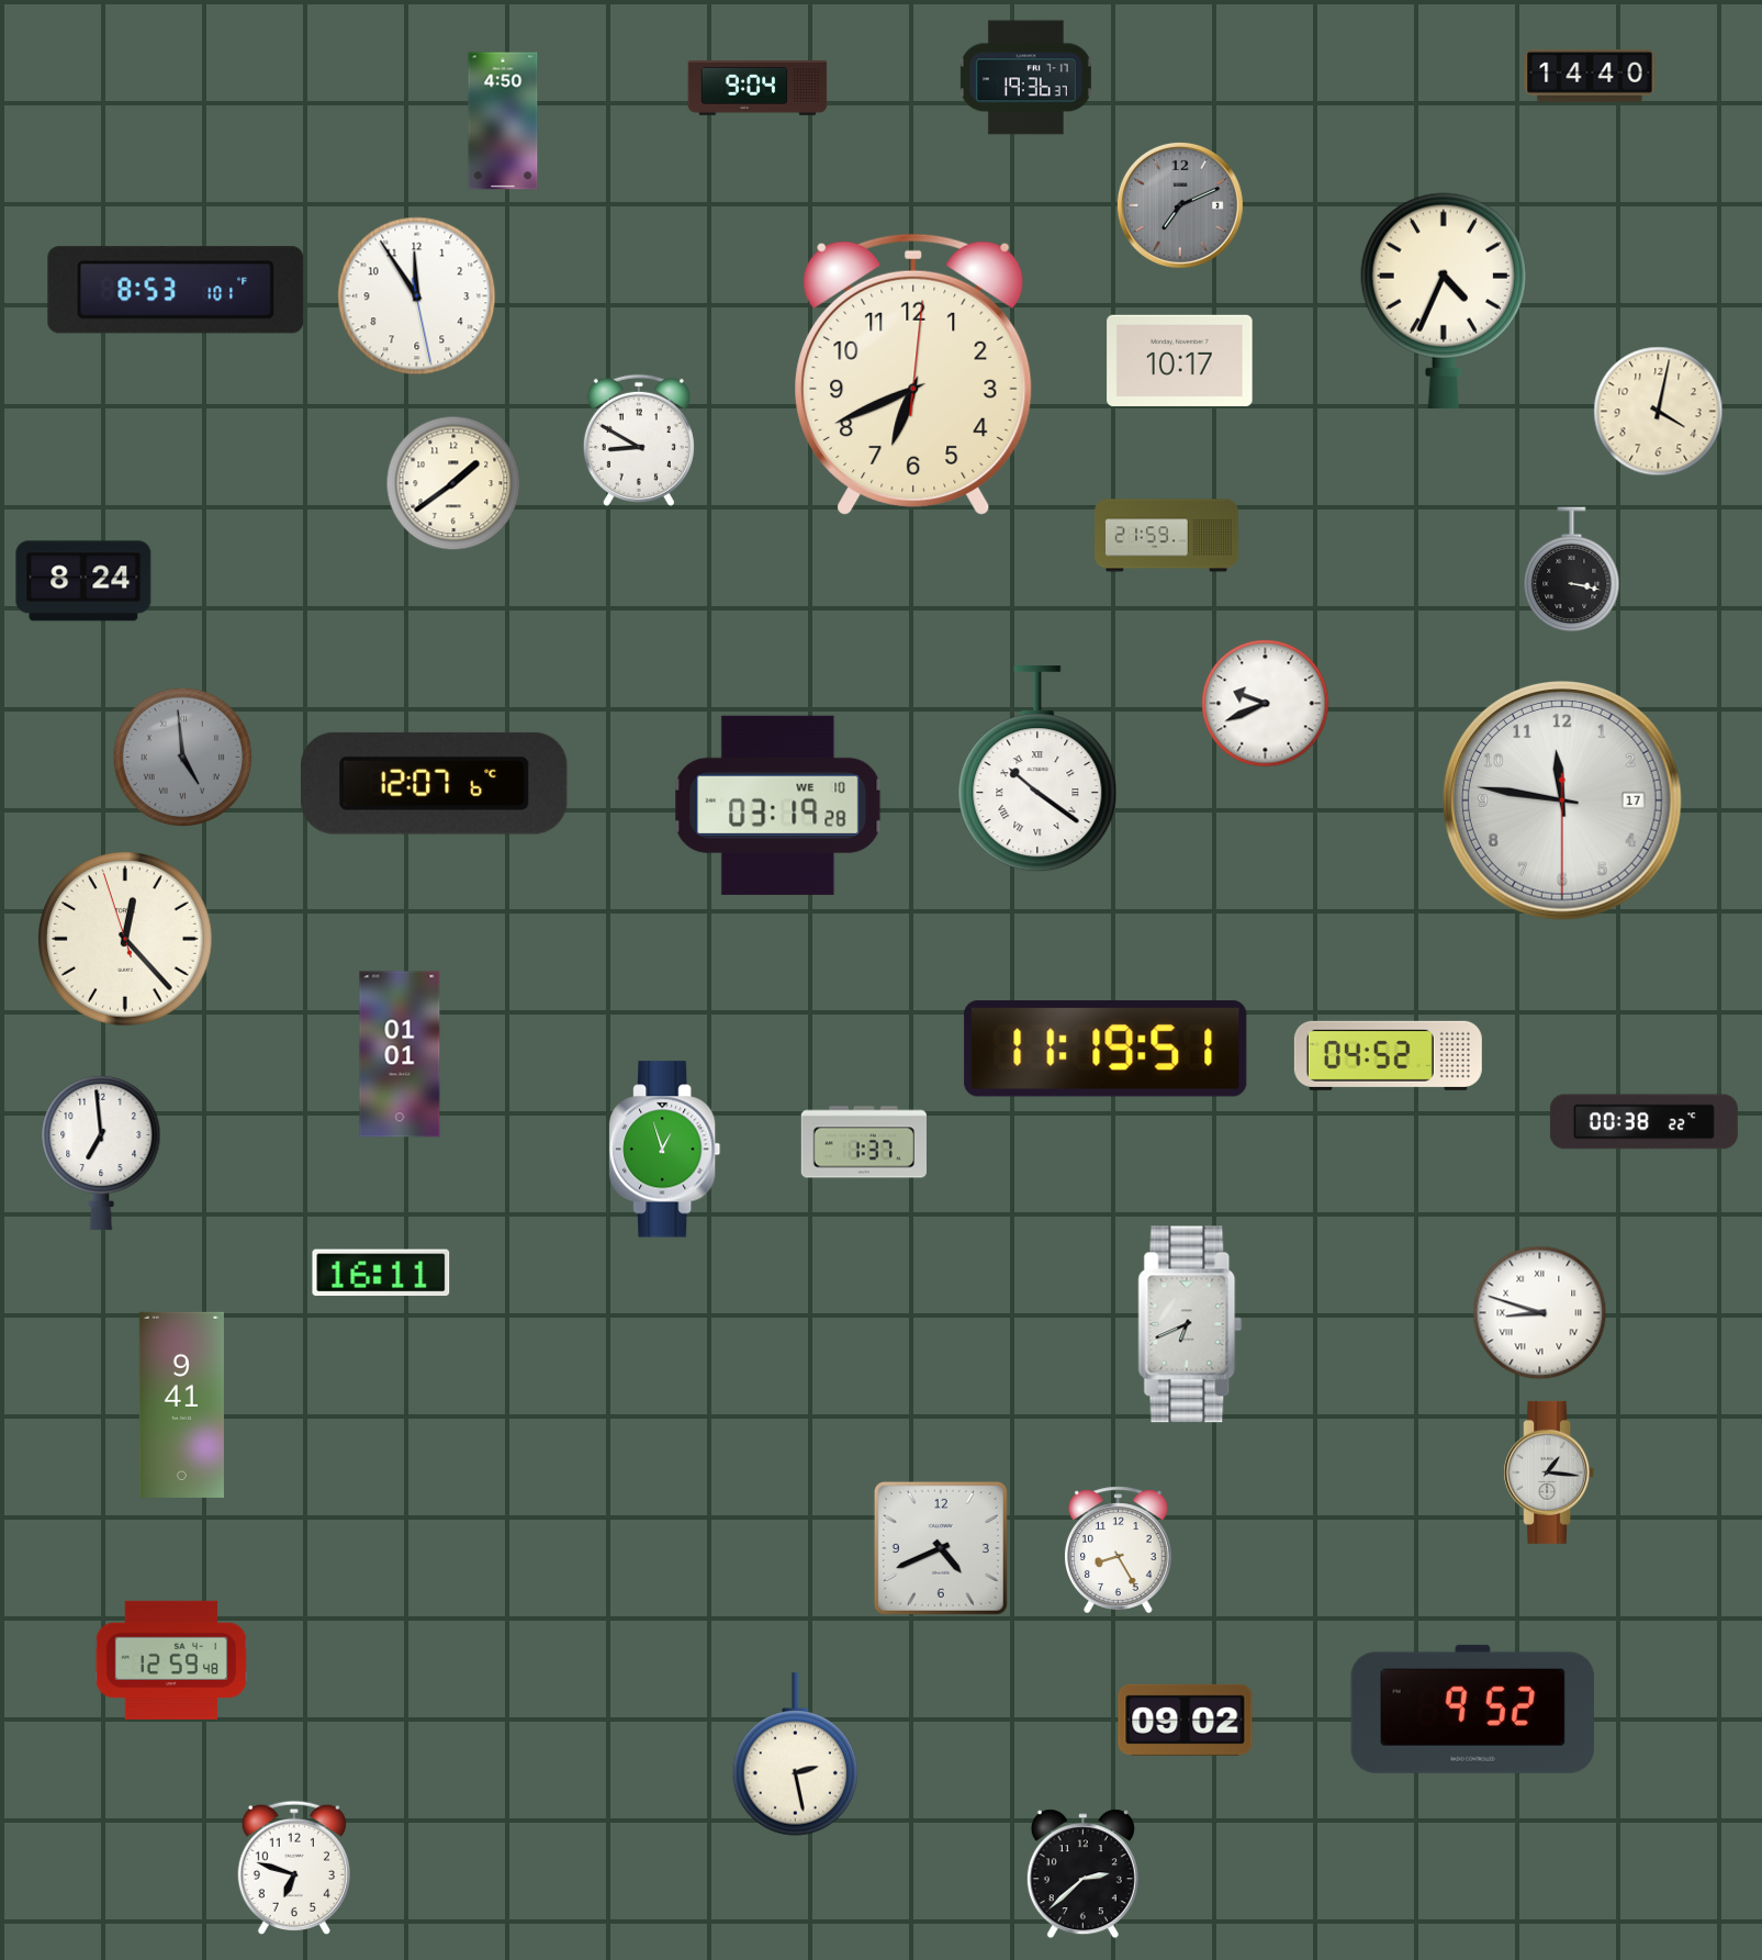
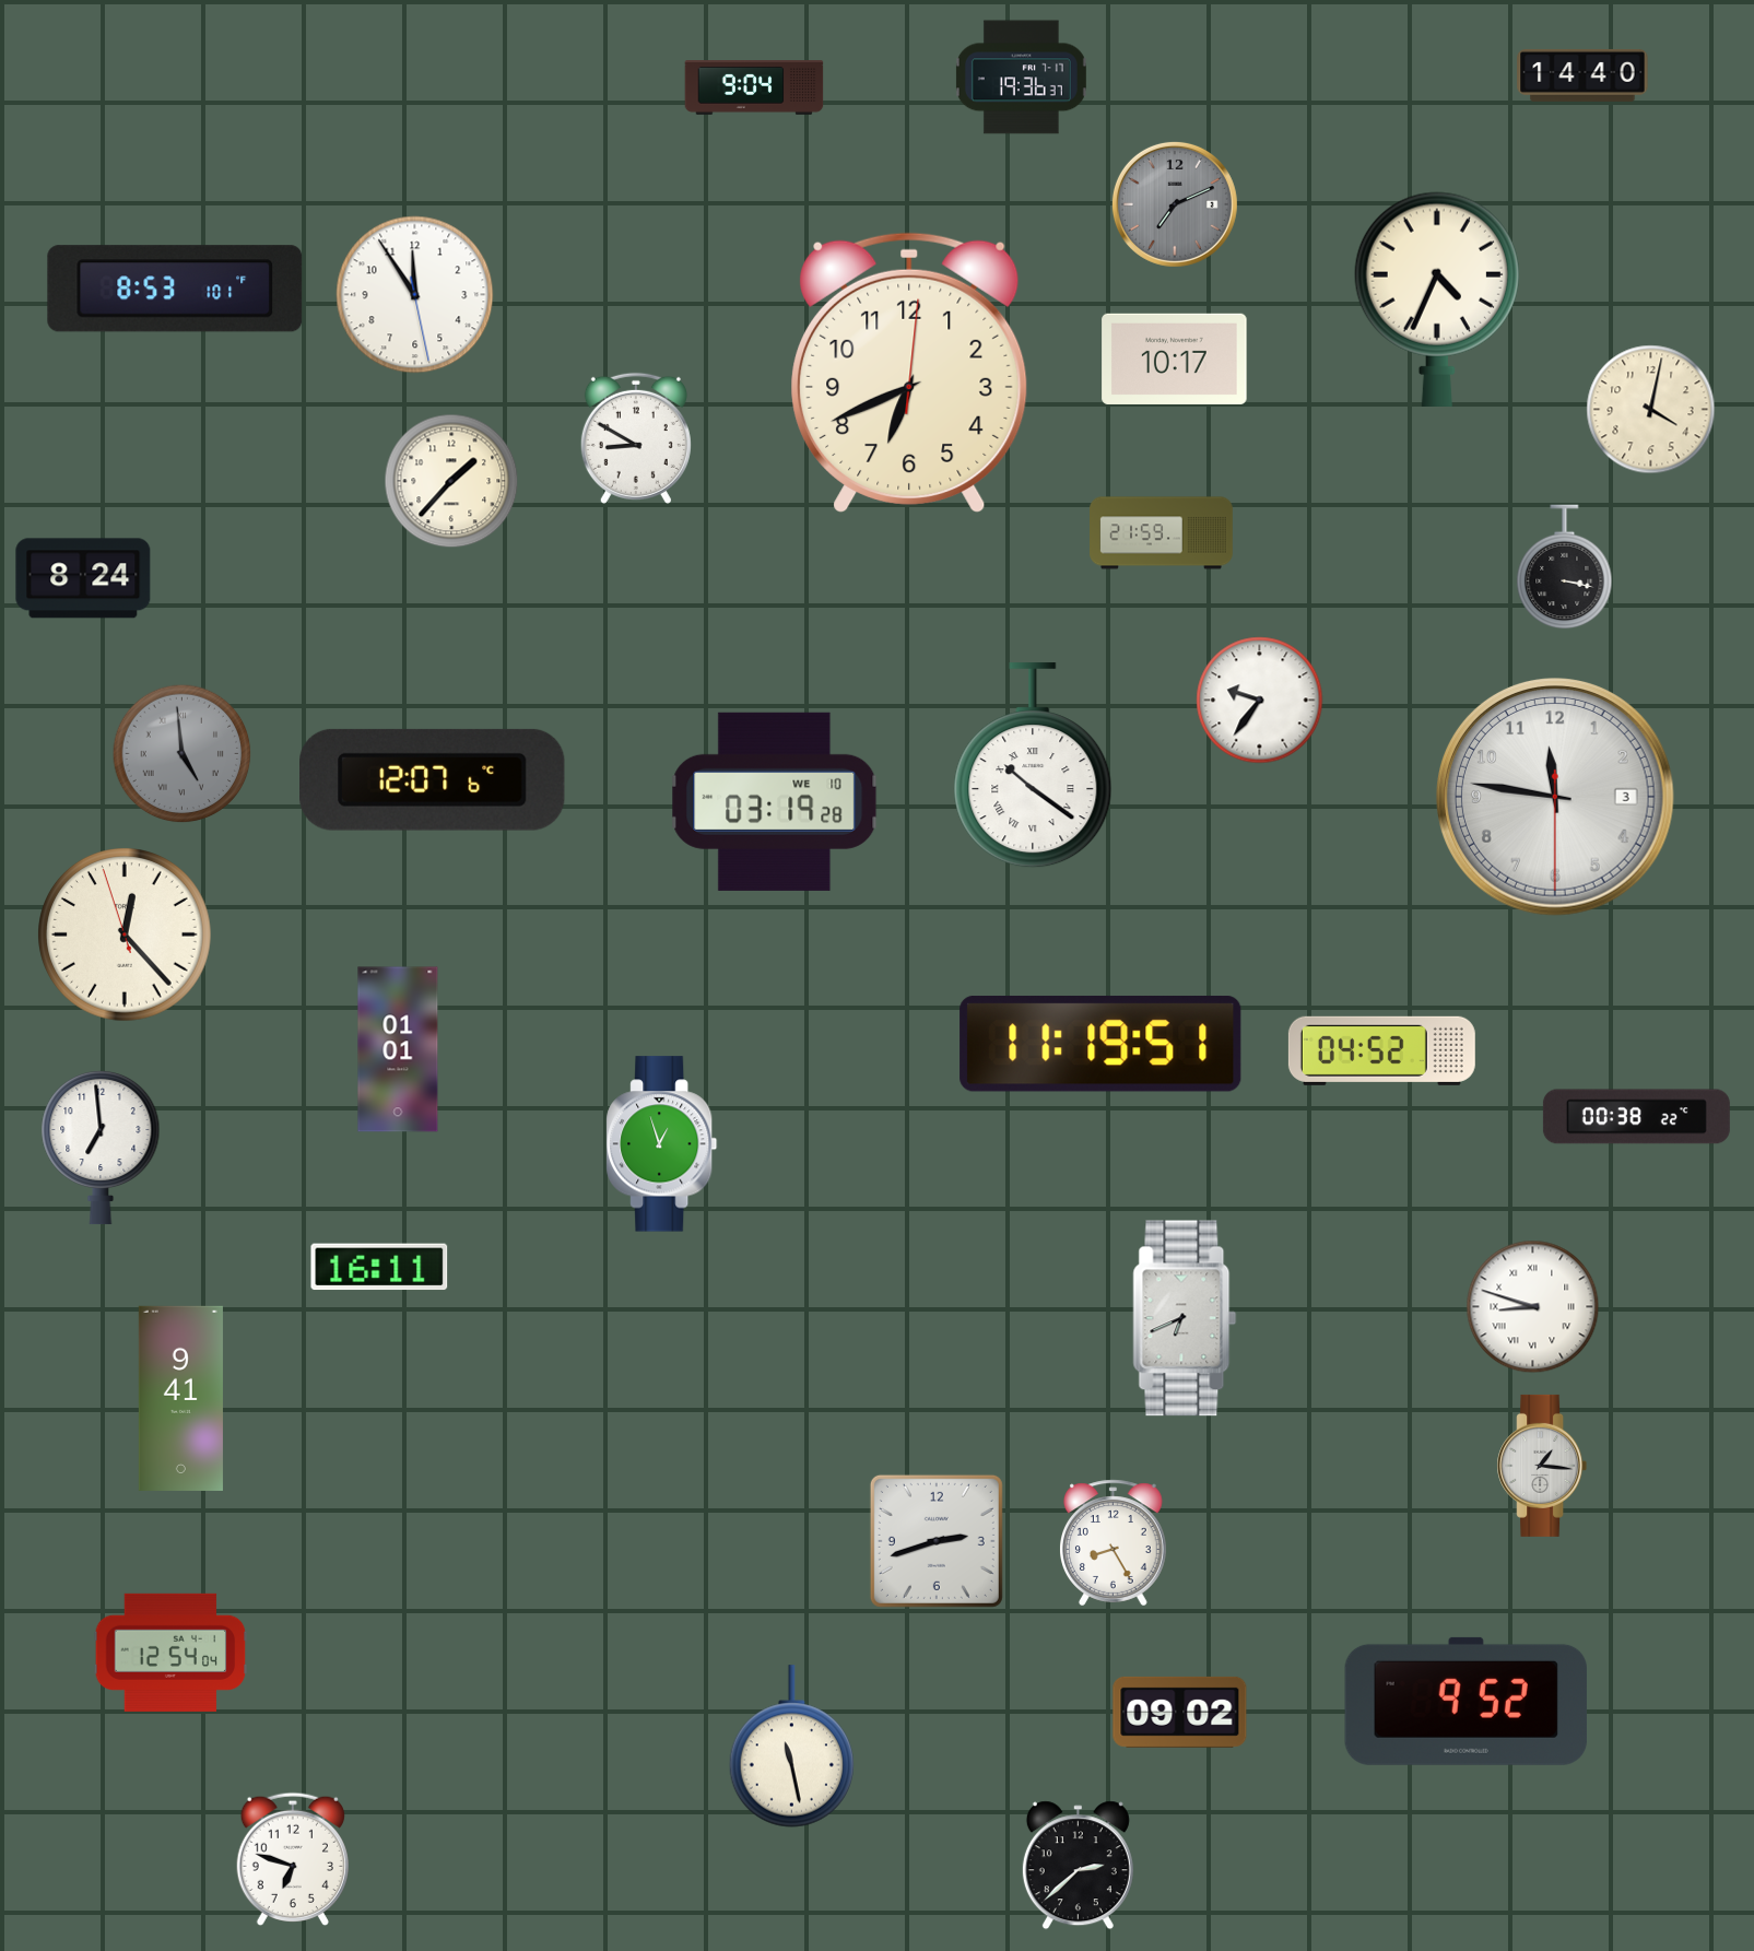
clock at (503, 121): 4:50 -> none
clock at (453, 483): 1:39 -> 1:37
clock at (1266, 704): 9:41 -> 9:36
clock at (1563, 802) date: 17 -> 3
clock at (863, 1142): 1:37 -> none
clock at (941, 1548): 4:41 -> 2:42
clock at (171, 1660): 12:59 -> 12:54
clock at (796, 1755): 2:28 -> 11:28
